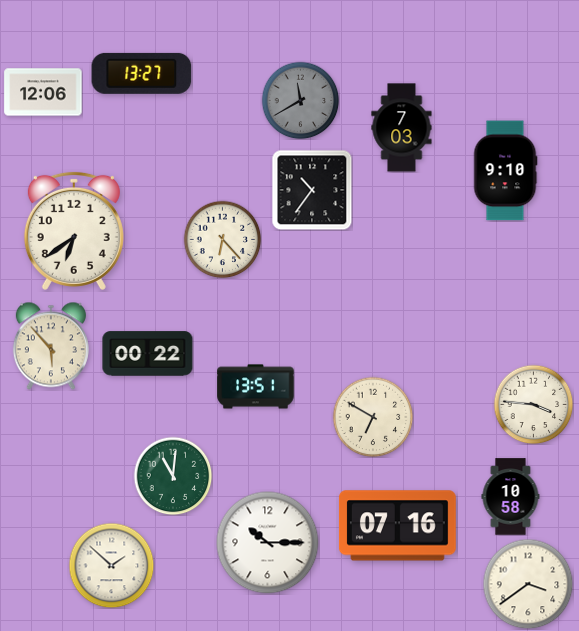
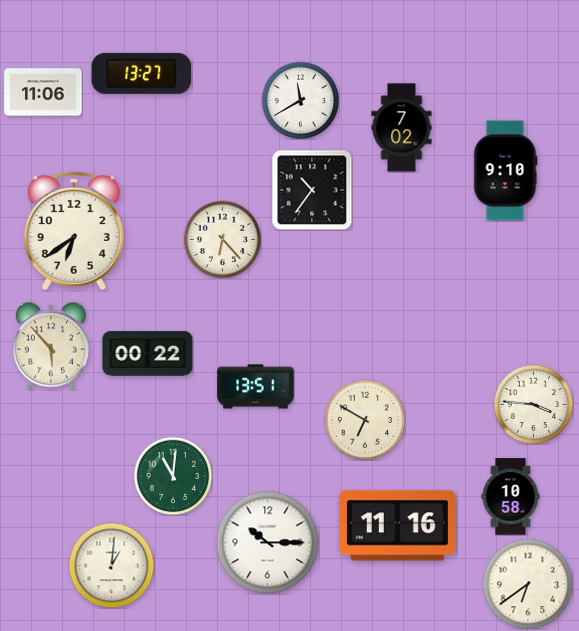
clock at (43, 92): 12:06 -> 11:06
clock at (300, 100) dial: grey -> white
clock at (402, 128): 7:03 -> 7:02
clock at (373, 417) position: (373, 417) -> (365, 420)
clock at (397, 526): 07:16 -> 11:16
clock at (111, 565): 1:52 -> 1:01
clock at (528, 584): 3:39 -> 6:39
